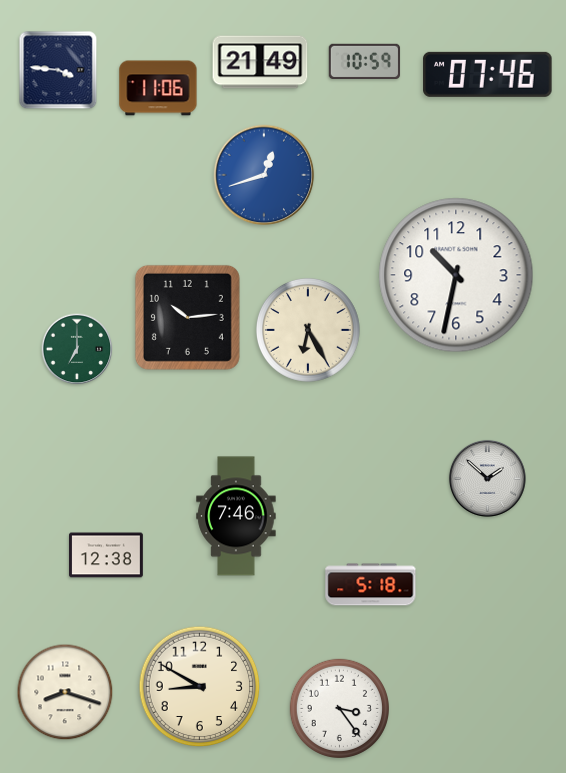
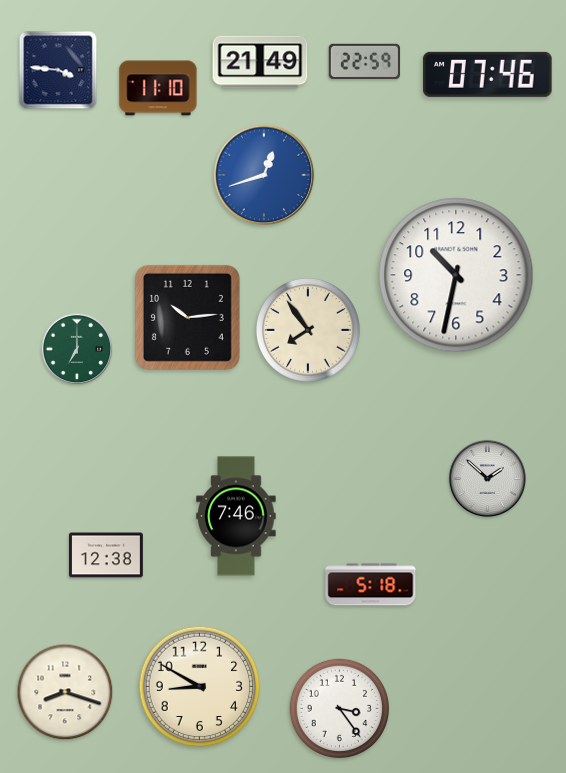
clock at (365, 61): 10:59 -> 22:59
clock at (158, 88): 11:06 -> 11:10
clock at (308, 330): 6:25 -> 7:54
